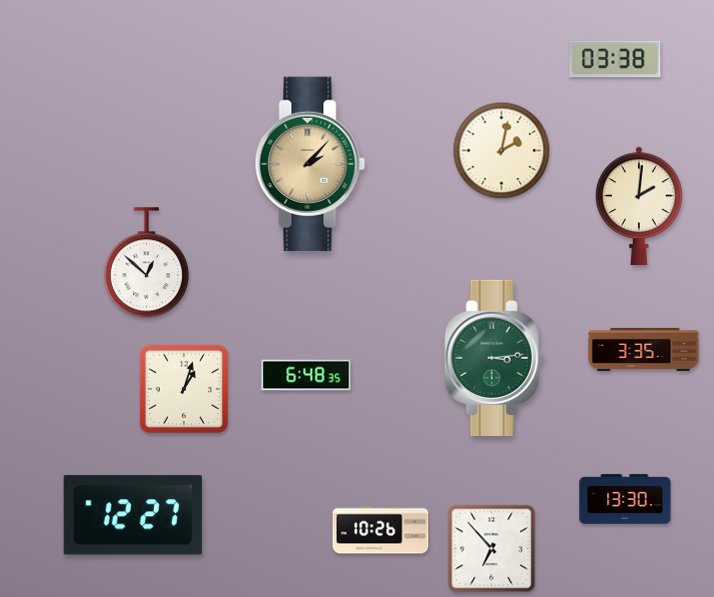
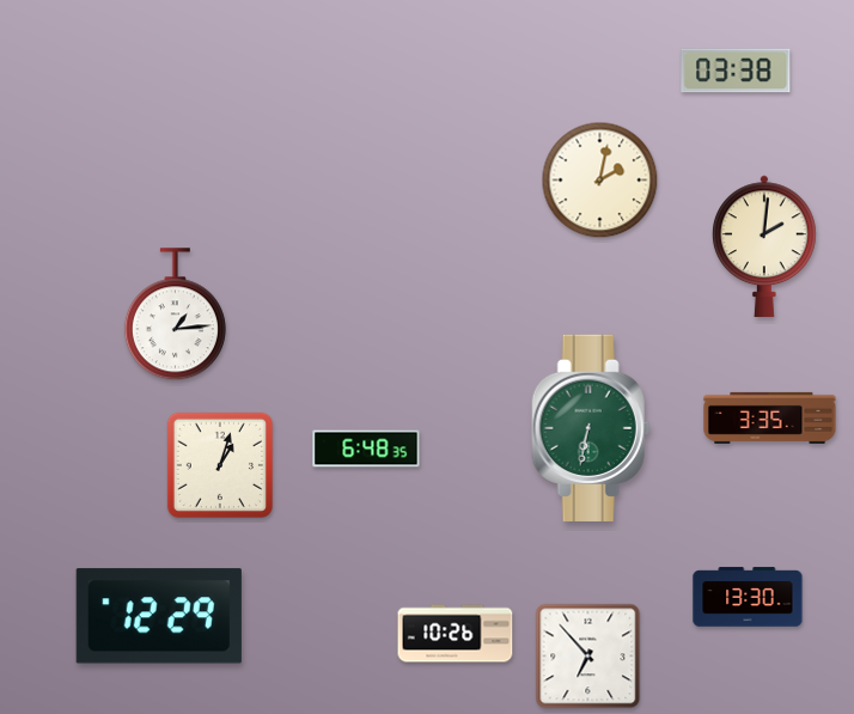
clock at (310, 164): 2:07 -> none
clock at (146, 263): 12:52 -> 1:14
clock at (494, 358): 3:14 -> 6:32
clock at (133, 515): 12:27 -> 12:29
